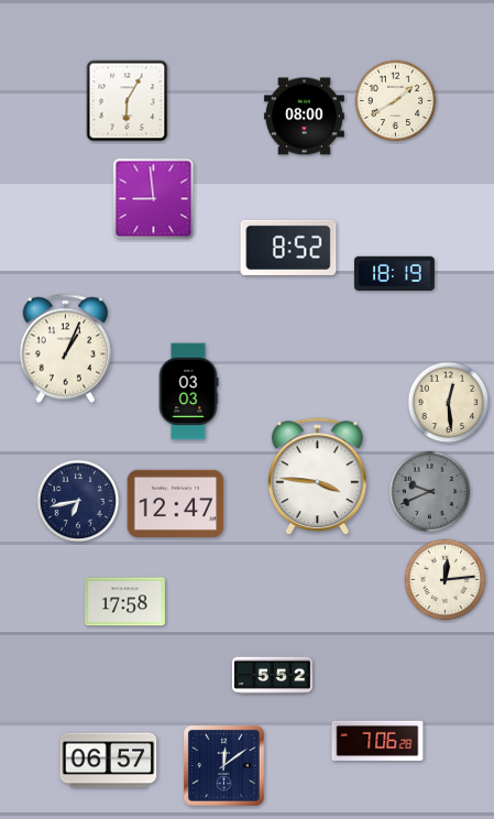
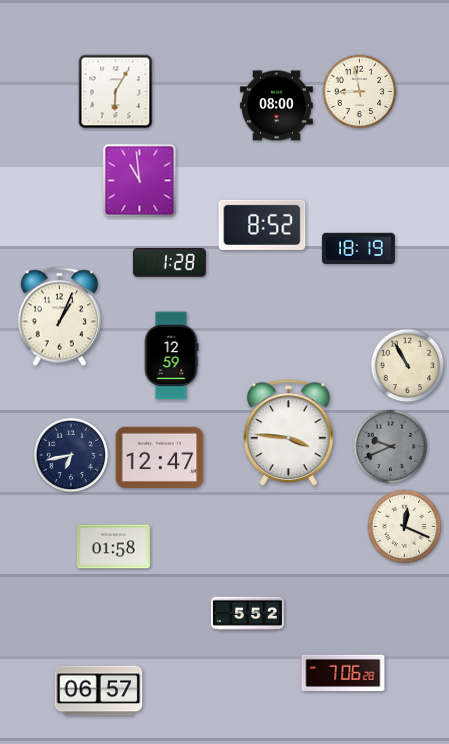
clock at (396, 101): 1:40 -> 8:58
clock at (154, 199): 8:59 -> 10:59
clock at (169, 263): none -> 1:28
clock at (188, 392): 03:03 -> 12:59
clock at (449, 403): 12:29 -> 10:55
clock at (446, 580): 12:14 -> 12:19
clock at (124, 602): 17:58 -> 01:58
clock at (224, 766): 12:09 -> none
